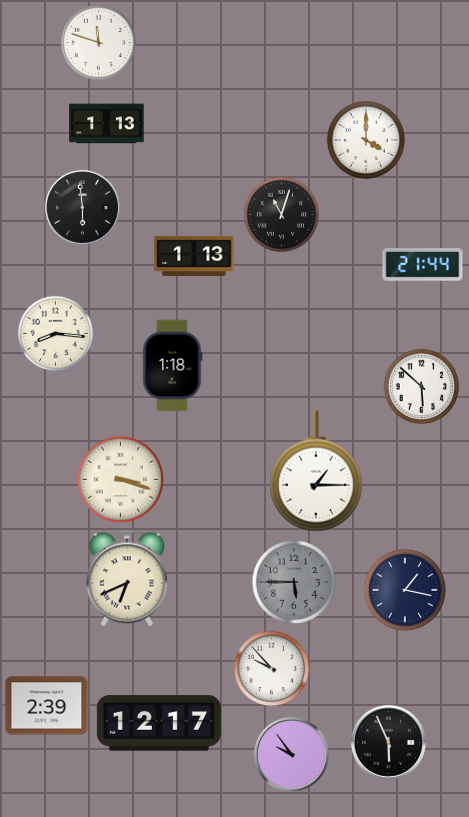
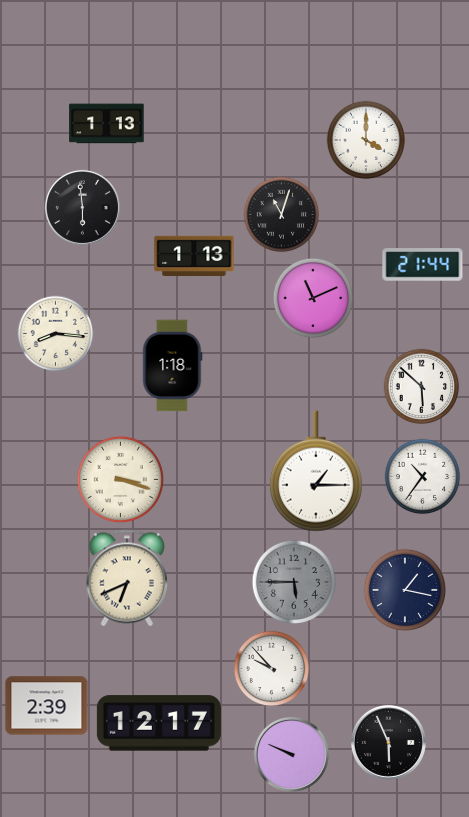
clock at (99, 43): 11:48 -> none
clock at (313, 298): none -> 11:11
clock at (423, 477): none -> 10:36
clock at (291, 754): 9:54 -> 9:49
